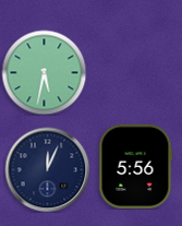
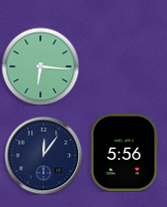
clock at (44, 72): 5:32 -> 6:16
clock at (47, 169): 12:04 -> 12:06
